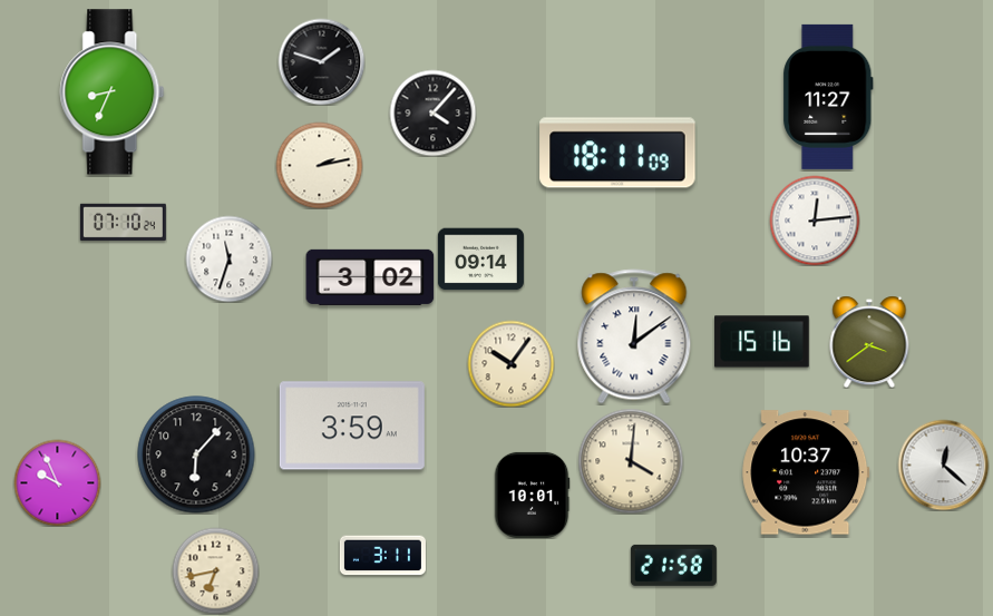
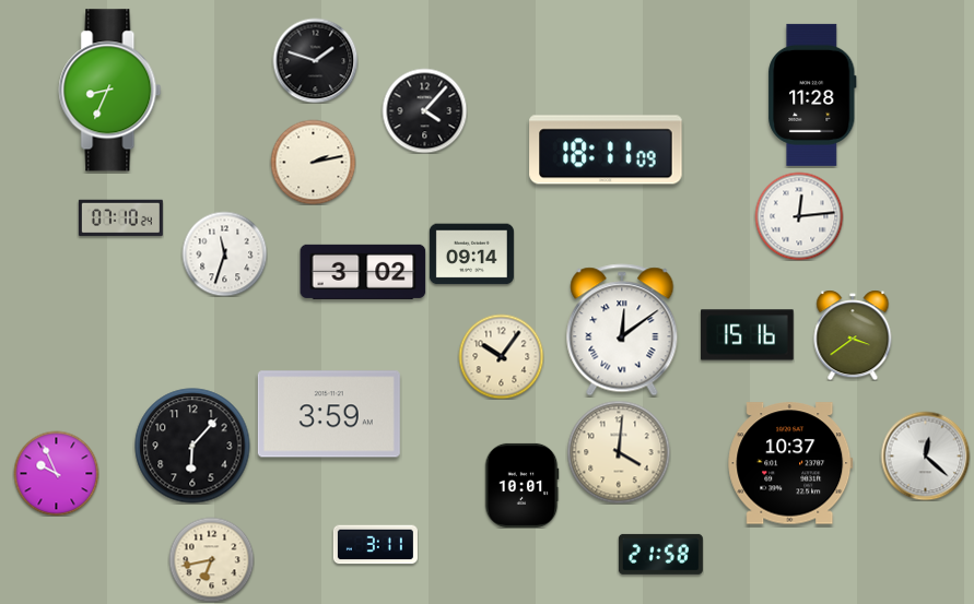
clock at (828, 97): 11:27 -> 11:28
clock at (352, 426) position: (352, 426) -> (329, 414)
